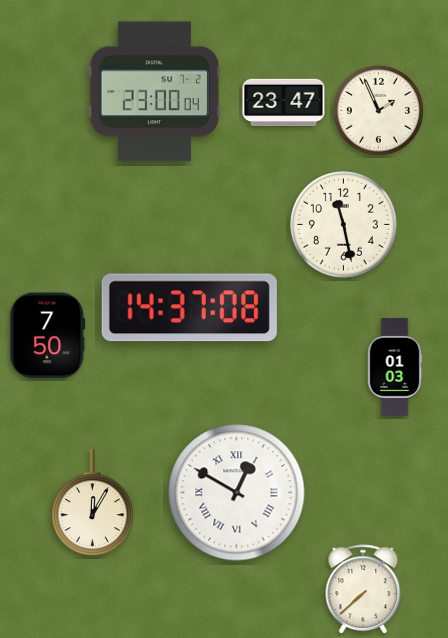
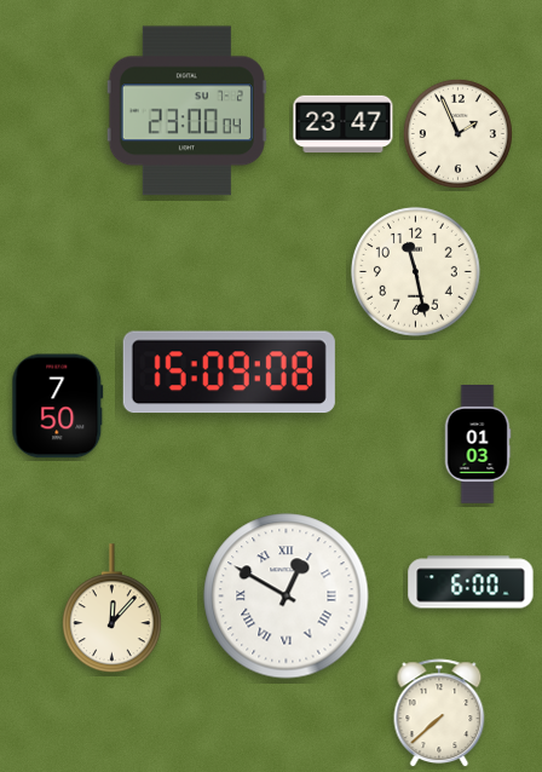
clock at (189, 308): 14:37 -> 15:09
clock at (471, 582): none -> 6:00
clock at (92, 503): 12:05 -> 12:07
